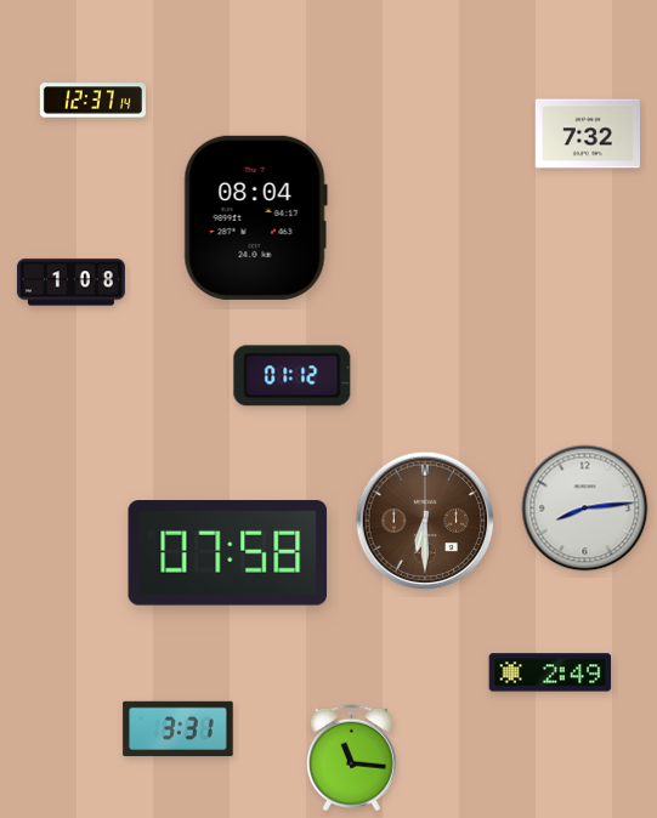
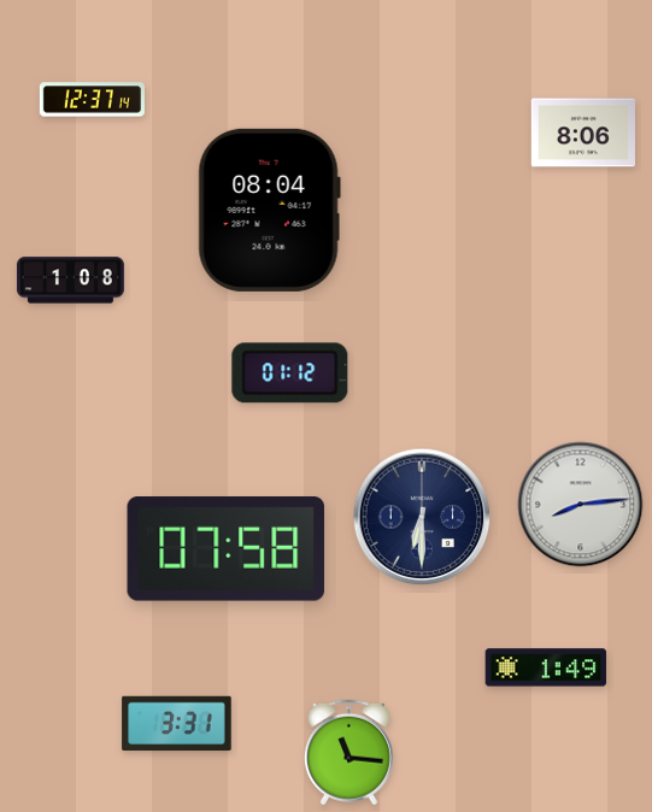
clock at (587, 134): 7:32 -> 8:06
clock at (255, 217) position: (255, 217) -> (269, 210)
clock at (425, 521) dial: brown -> navy
clock at (550, 672): 2:49 -> 1:49
